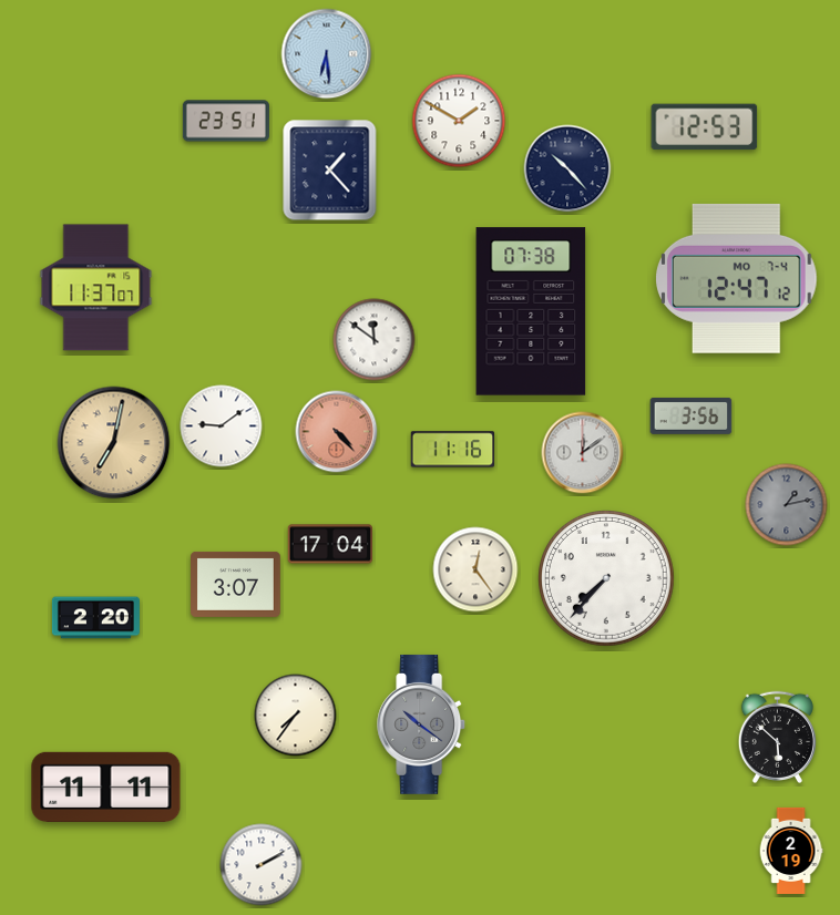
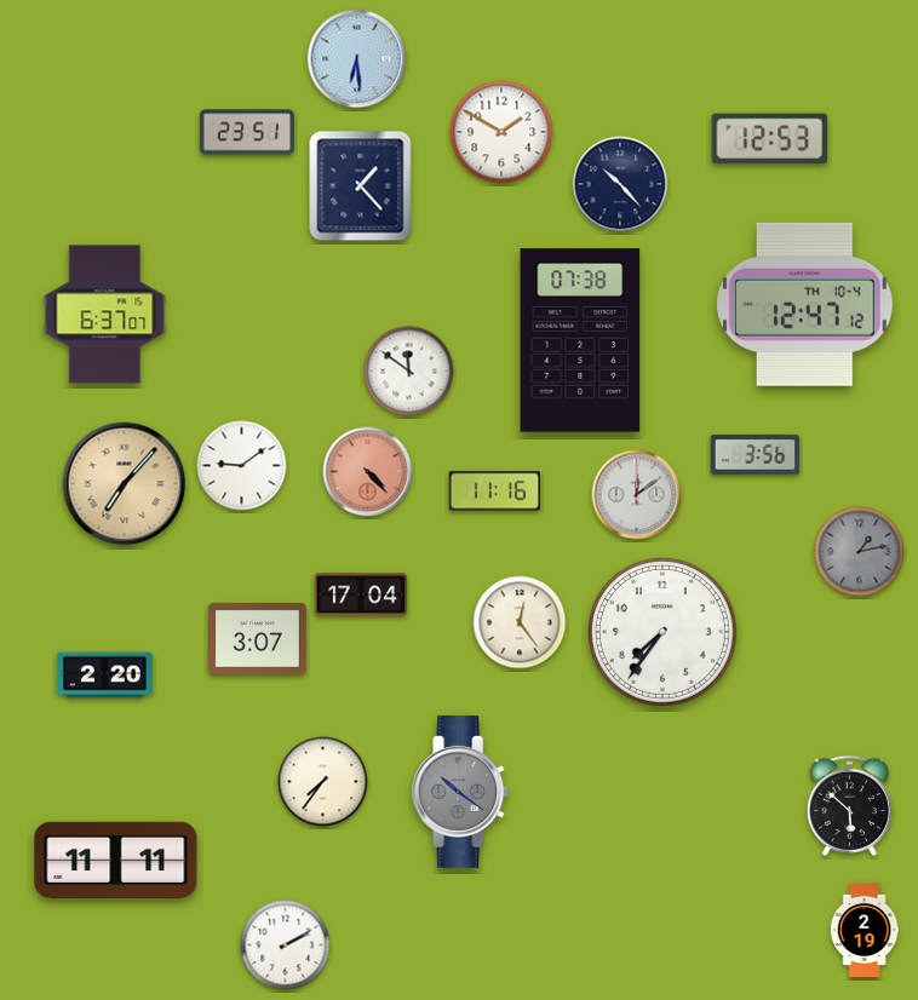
clock at (737, 278) date: MO 7-4 -> TH 10-4
clock at (96, 288): 11:37 -> 6:37
clock at (114, 443): 7:02 -> 7:07
clock at (607, 579): 7:37 -> 7:36
